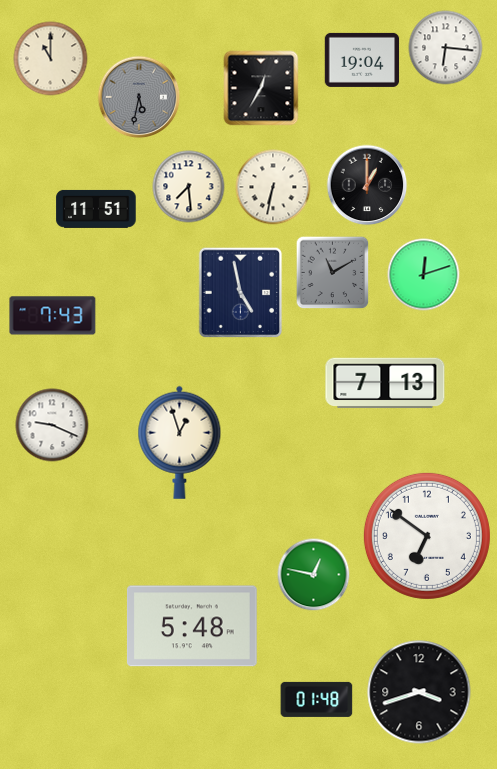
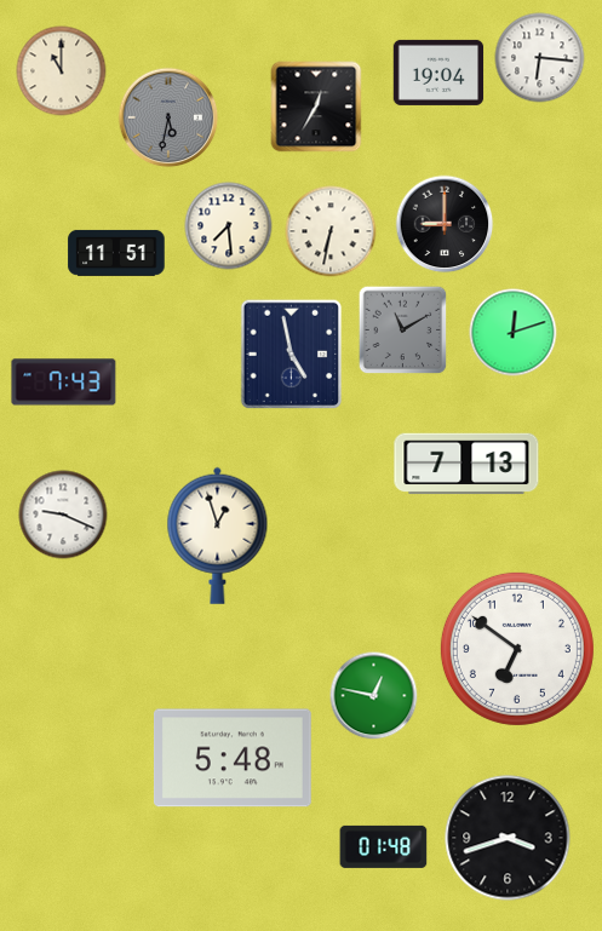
clock at (367, 185): 1:00 -> 9:00
clock at (273, 187) position: (273, 187) -> (331, 231)
clock at (314, 575) position: (314, 575) -> (374, 696)
